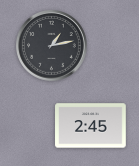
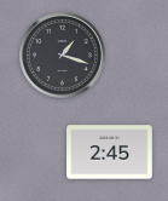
clock at (52, 46): 1:13 -> 1:18
